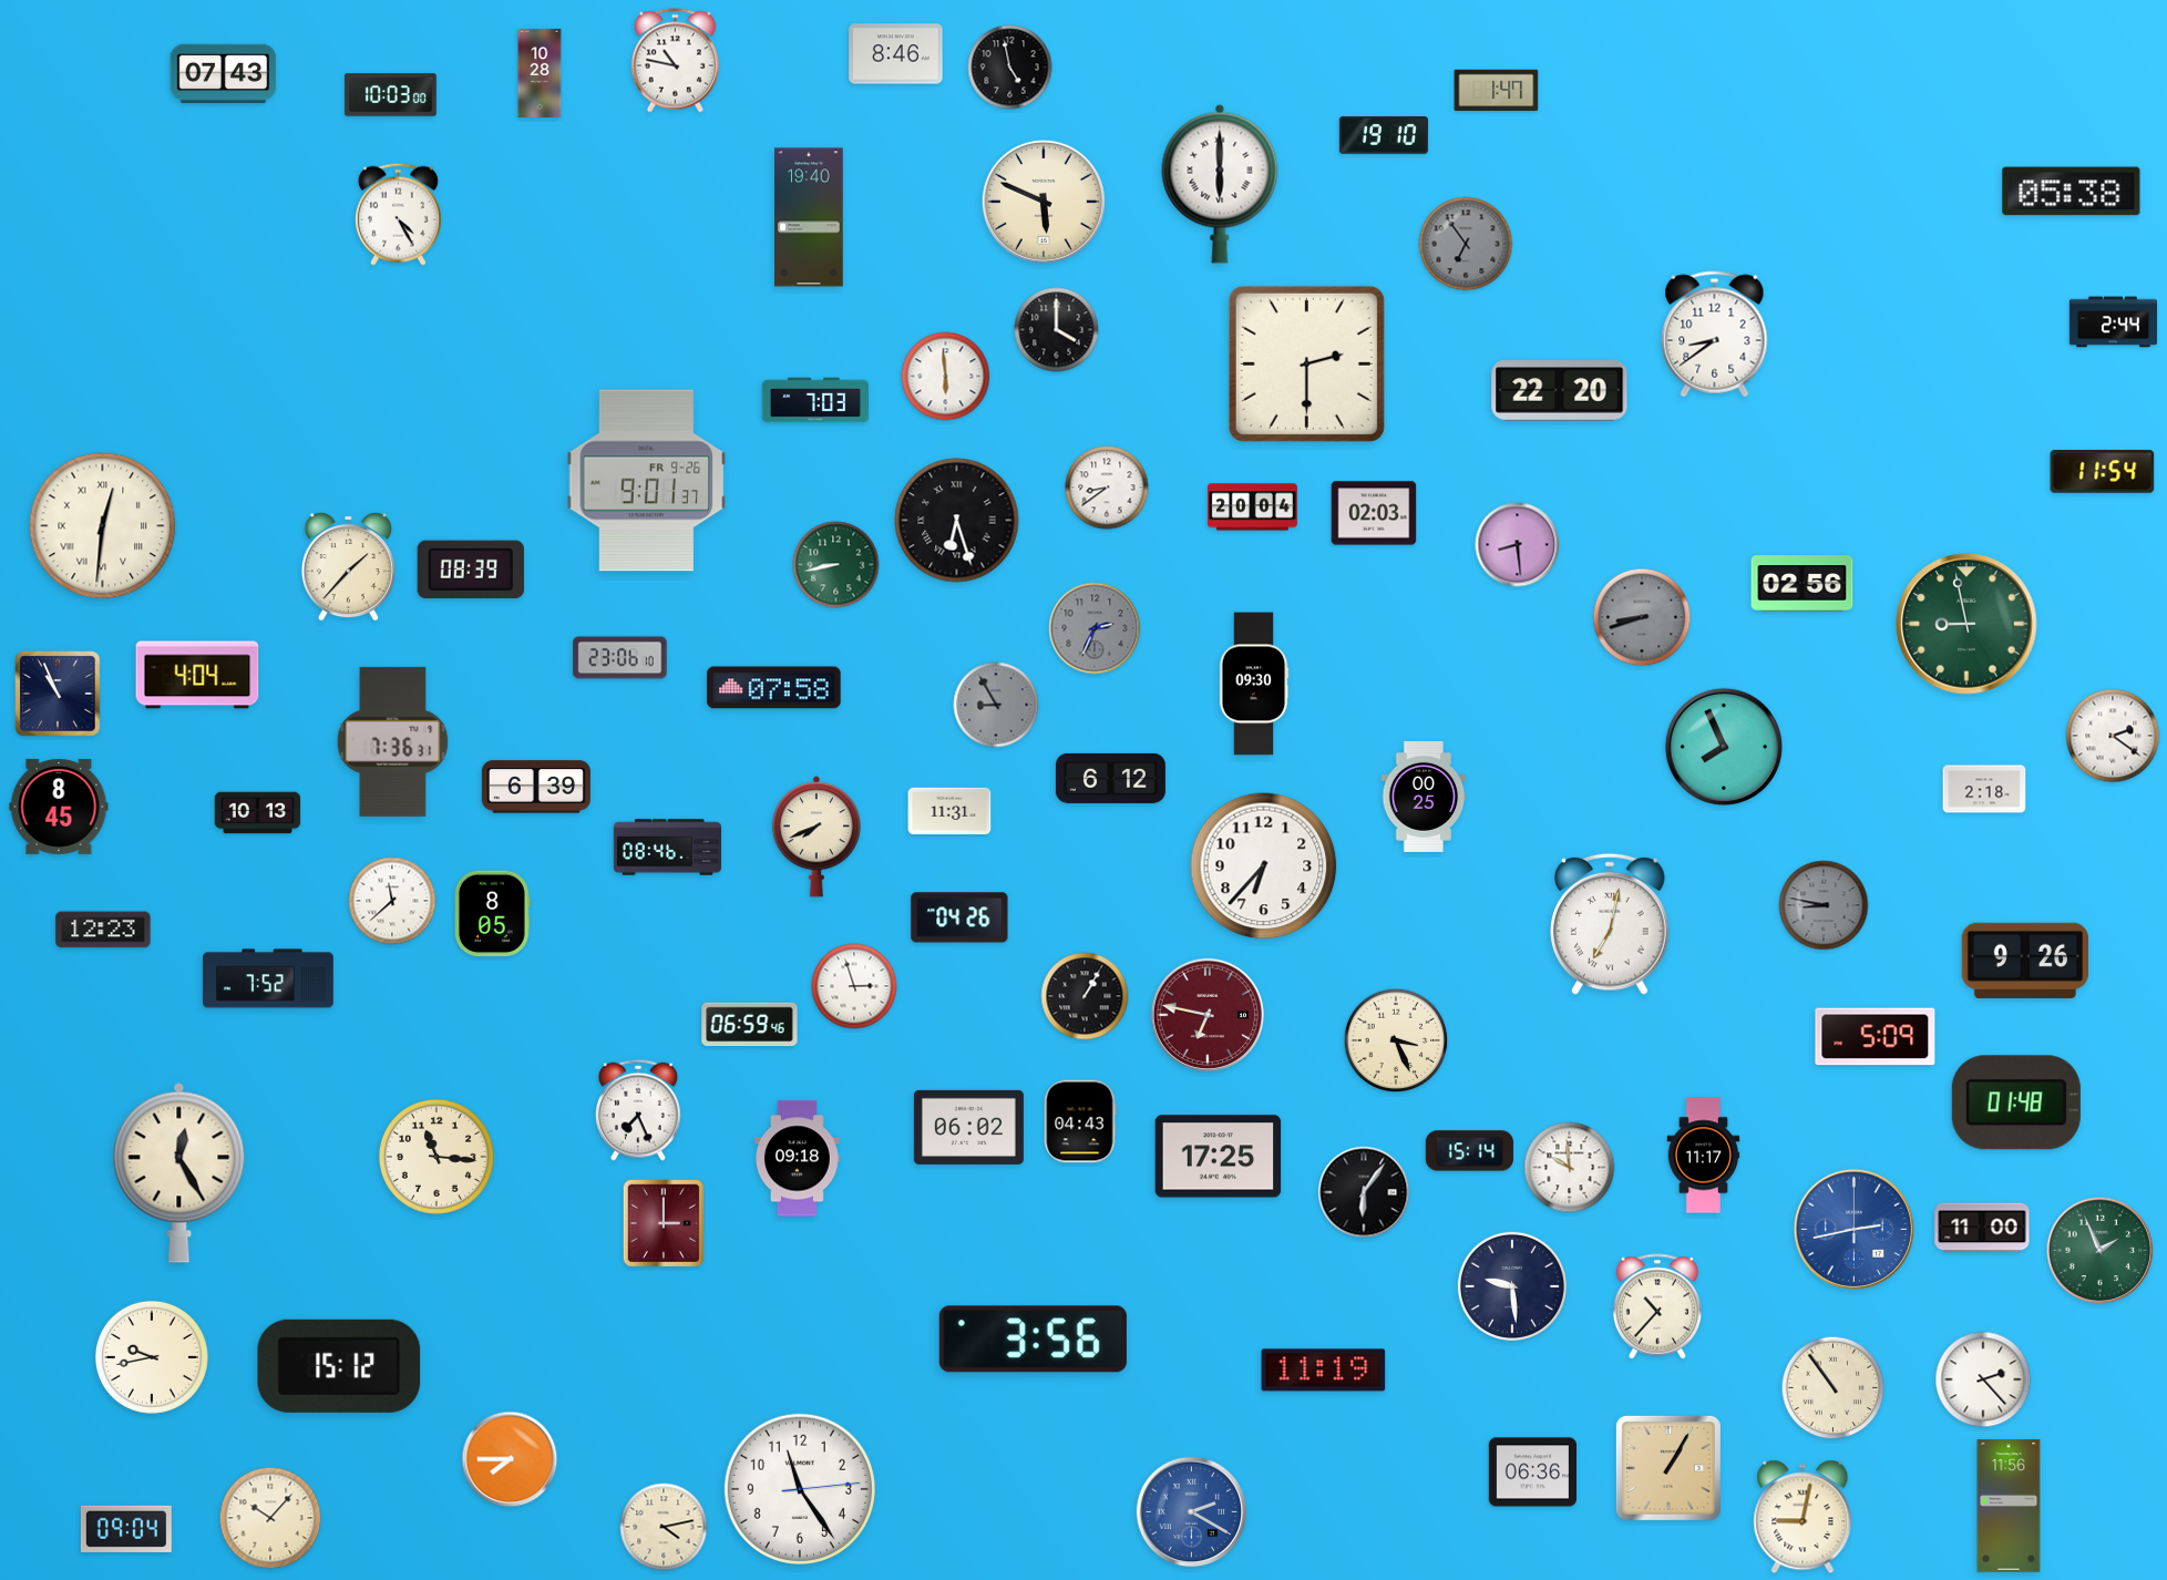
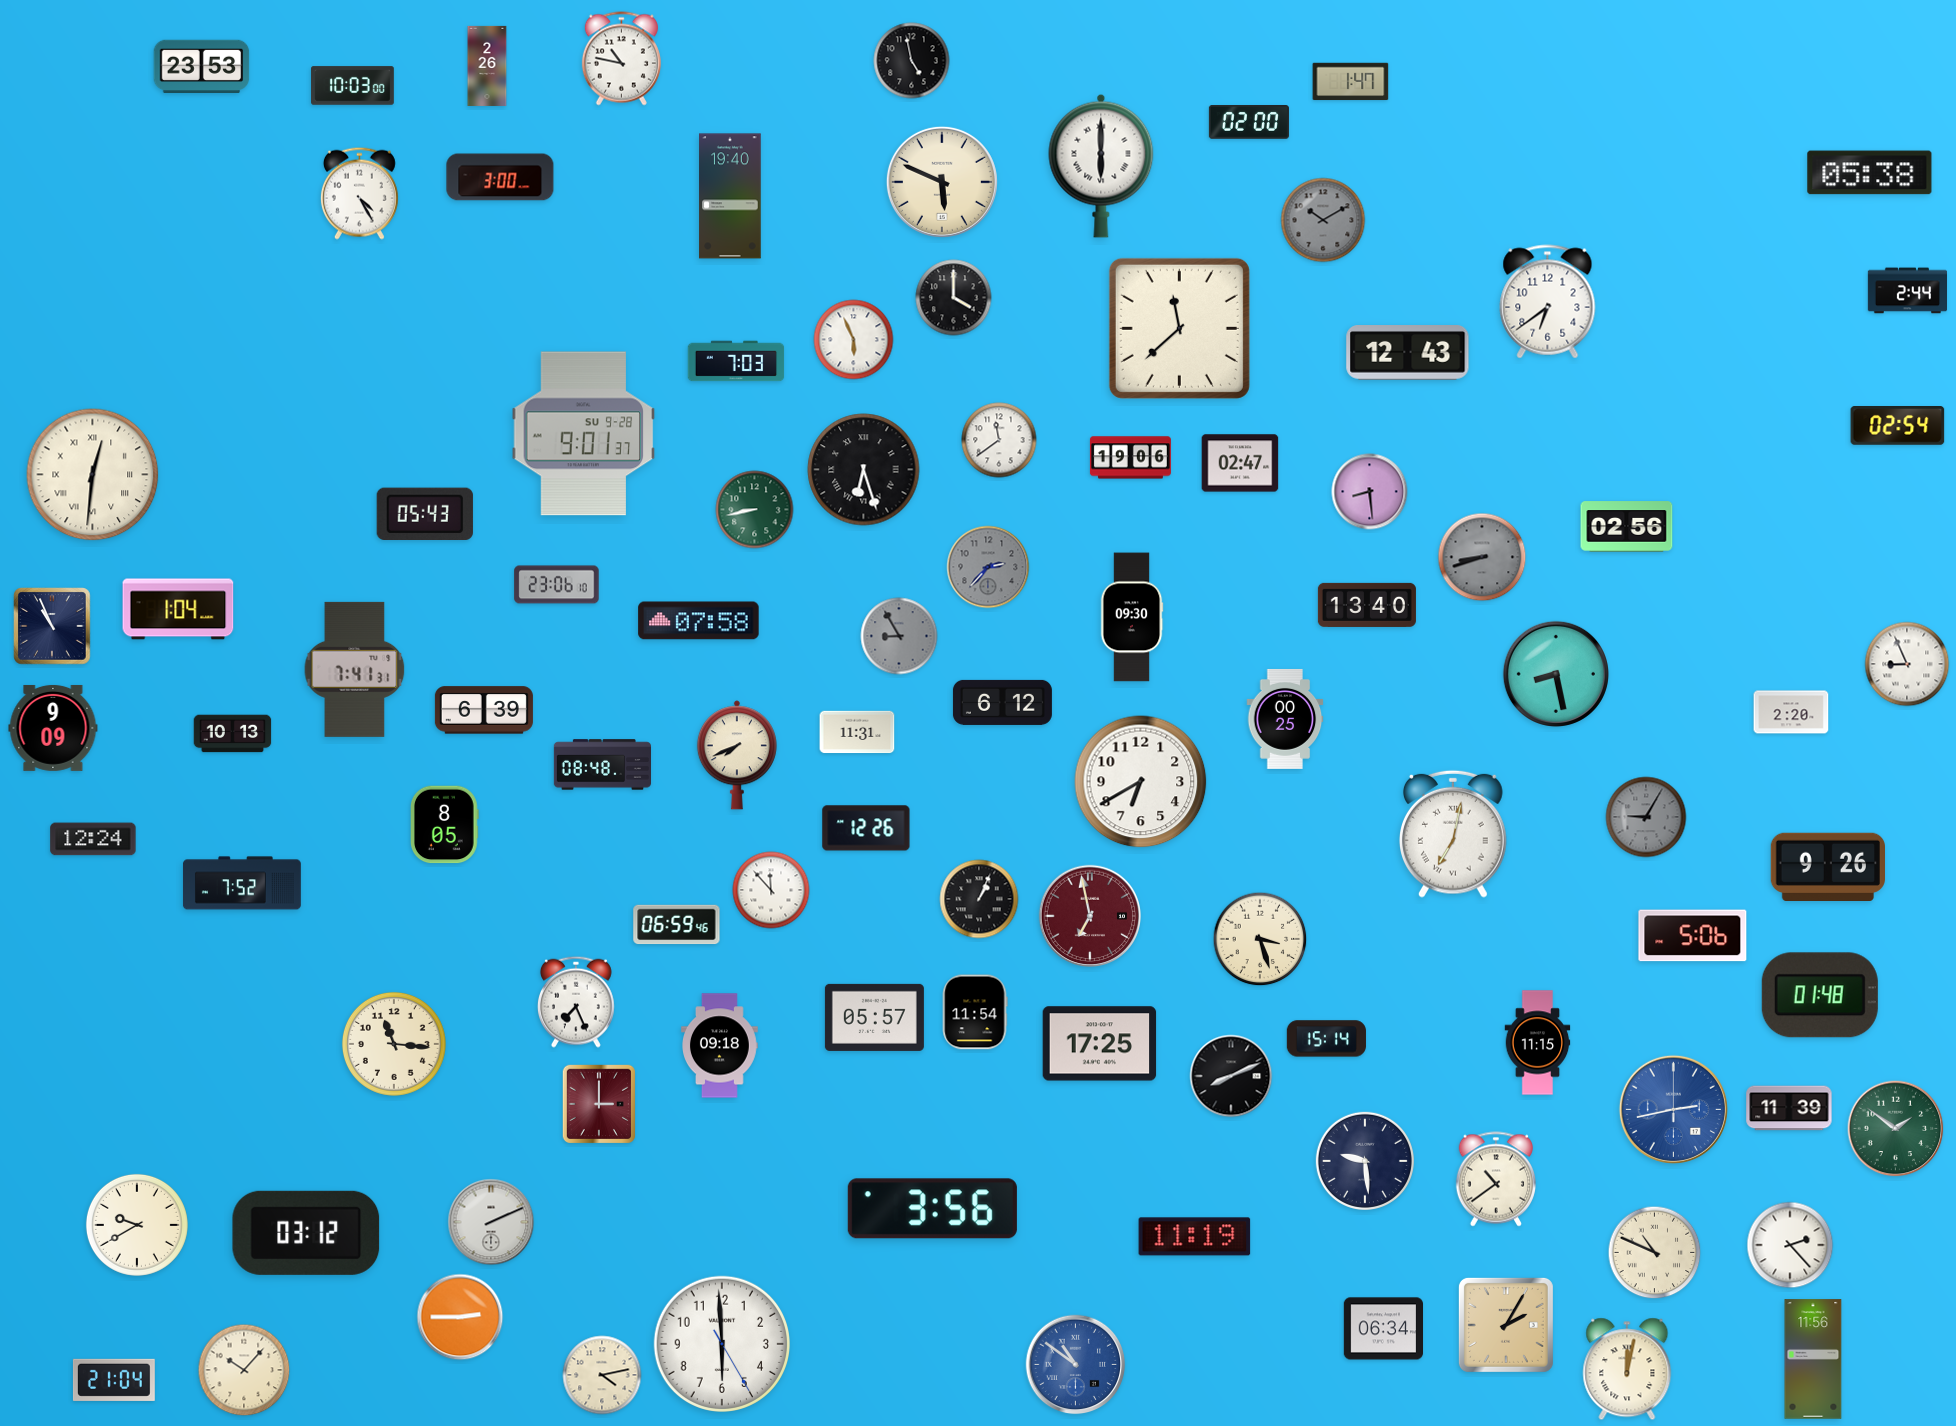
clock at (896, 54): 8:46 -> none
clock at (675, 61) position: (675, 61) -> (621, 59)
clock at (540, 73): 10:28 -> 2:26
clock at (224, 74): 07:43 -> 23:53
clock at (1384, 136): 19:10 -> 02:00
clock at (500, 177): none -> 3:00
clock at (1466, 244): 6:54 -> 10:10
clock at (1715, 335): 8:39 -> 6:39
clock at (1306, 363): 2:30 -> 11:38
clock at (946, 377): 5:59 -> 5:56
clock at (1560, 391): 22:20 -> 12:43
clock at (2103, 472): 11:54 -> 02:54
clock at (647, 481) date: FR 9-26 -> SU 9-28
clock at (1107, 488): 8:39 -> 11:39
clock at (1252, 507): 20:04 -> 19:06
clock at (1374, 513): 02:03 -> 02:47
clock at (348, 566): 1:37 -> none
clock at (471, 570): 08:39 -> 05:43
clock at (1966, 624): 8:58 -> none
clock at (1095, 628): 2:34 -> 2:37
clock at (620, 658) position: (620, 658) -> (557, 585)
clock at (1367, 605): none -> 13:40
clock at (197, 675): 4:04 -> 1:04
clock at (2113, 736): 2:21 -> 8:56
clock at (393, 741): 7:36 -> 7:41
clock at (1724, 747): 7:56 -> 8:28
clock at (1984, 789): 2:18 -> 2:20
clock at (59, 807): 8:45 -> 9:09
clock at (667, 848): 08:46 -> 08:48
clock at (1264, 866): 6:37 -> 6:40
clock at (392, 901): 11:38 -> none
clock at (1824, 905): 8:47 -> 9:05
clock at (959, 917): 04:26 -> 12:26
clock at (103, 930): 12:23 -> 12:24
clock at (854, 986): 2:57 -> 11:53
clock at (1085, 996): 1:05 -> 1:04
clock at (1208, 1015): 6:47 -> 6:58
clock at (1876, 1037): 5:09 -> 5:06
clock at (1396, 1040): 3:26 -> 3:27
clock at (1080, 1121): 04:43 -> 11:54
clock at (968, 1127): 06:02 -> 05:57
clock at (1704, 1156): 11:17 -> 11:15
clock at (1570, 1168): 9:59 -> none
clock at (179, 1172): 12:25 -> none
clock at (1364, 1192): 6:06 -> 8:11
clock at (1982, 1228): 11:00 -> 11:39
clock at (2101, 1251): 1:56 -> 1:51
clock at (1657, 1306): 10:37 -> 10:39
clock at (491, 1222): none -> 2:11
clock at (152, 1357): 9:43 -> 9:40
clock at (339, 1366): 15:12 -> 03:12
clock at (1834, 1388): 10:54 -> 10:49
clock at (510, 1459): 7:45 -> 2:45
clock at (1668, 1468): 1:05 -> 2:05
clock at (1532, 1473): 06:36 -> 06:34
clock at (799, 1488): 11:24 -> 5:59
clock at (1192, 1512): 2:20 -> 10:51
clock at (1803, 1517): 9:02 -> 12:02
clock at (664, 1527) position: (664, 1527) -> (602, 1375)
clock at (126, 1529): 09:04 -> 21:04
